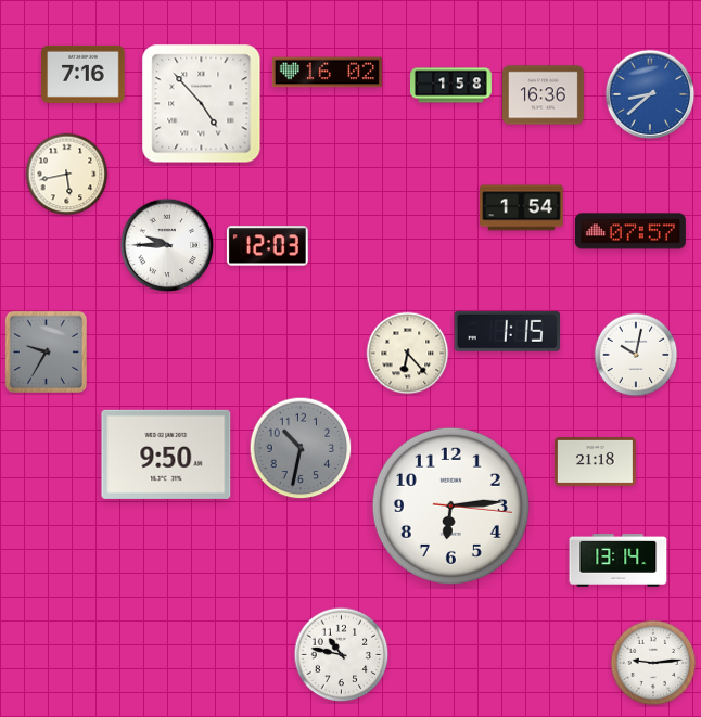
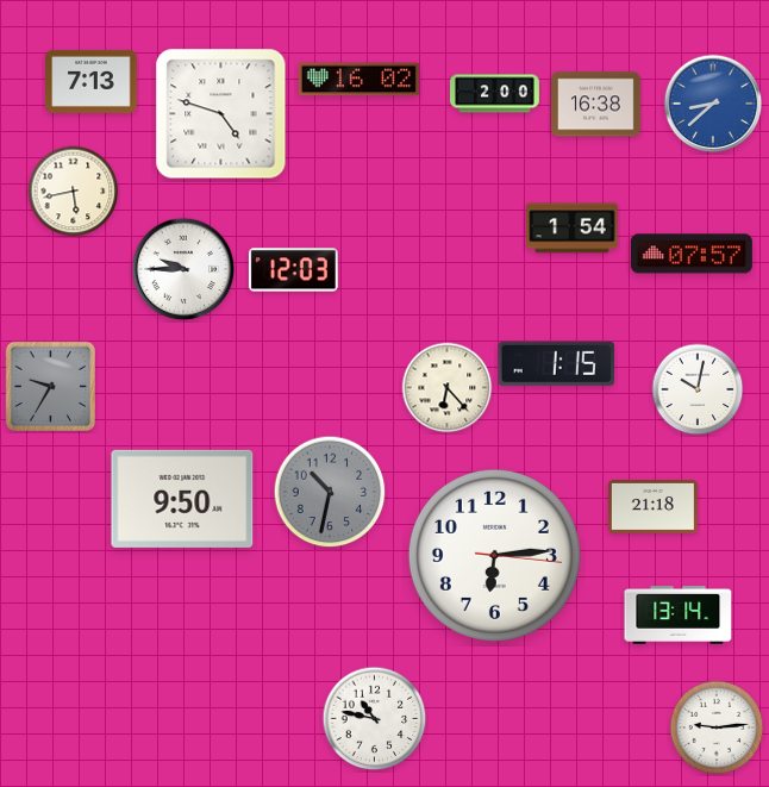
clock at (84, 74): 7:16 -> 7:13
clock at (451, 86): 1:58 -> 2:00
clock at (544, 95): 16:36 -> 16:38
clock at (202, 104): 4:53 -> 4:48
